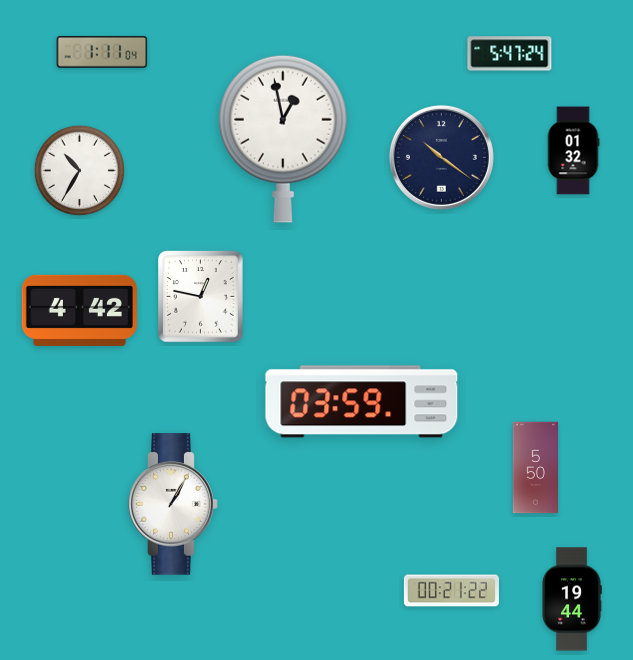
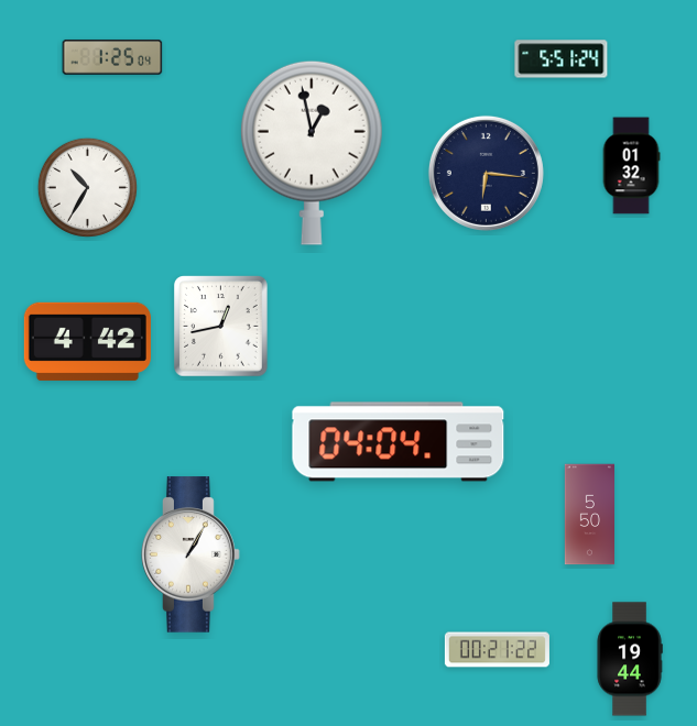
clock at (102, 52): 1:11 -> 1:25
clock at (510, 54): 5:47 -> 5:51
clock at (441, 157): 10:21 -> 6:16
clock at (201, 297): 12:47 -> 12:43
clock at (362, 402): 03:59 -> 04:04
